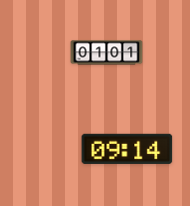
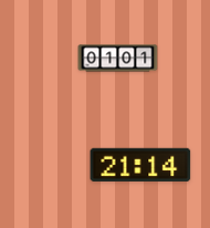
clock at (127, 149): 09:14 -> 21:14
